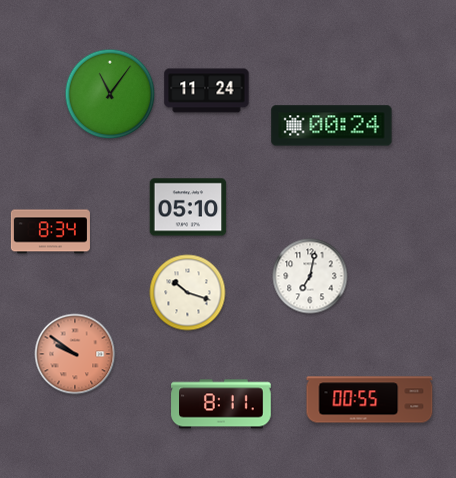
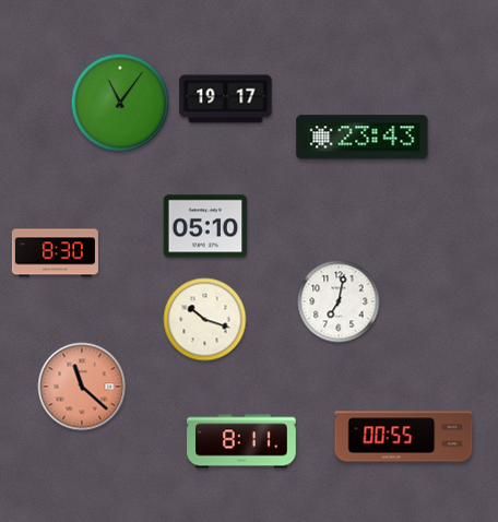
clock at (207, 91): 11:24 -> 19:17
clock at (332, 126): 00:24 -> 23:43
clock at (50, 232): 8:34 -> 8:30
clock at (75, 354): 9:51 -> 11:22
